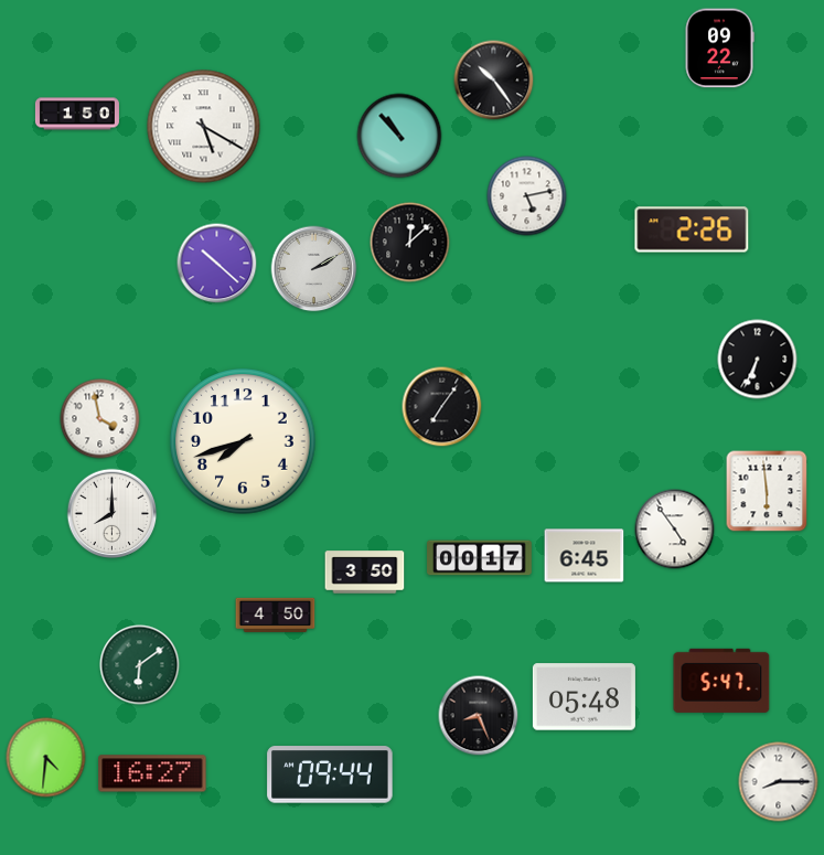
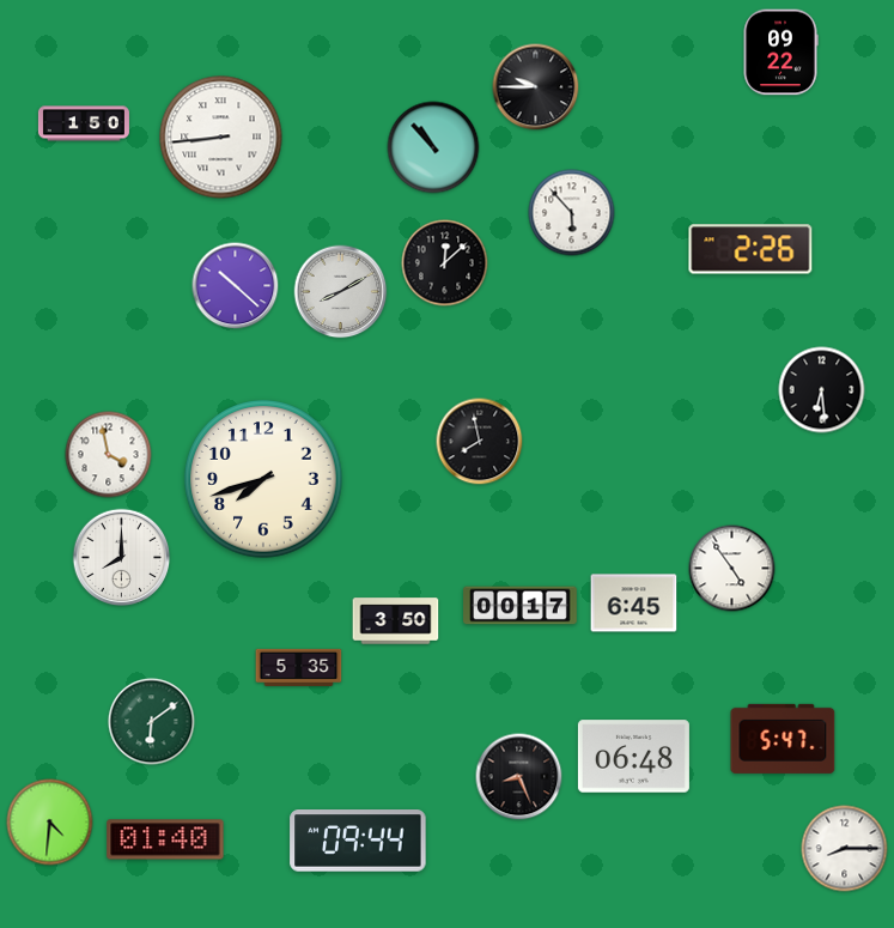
clock at (494, 81): 10:24 -> 9:45
clock at (204, 127): 5:20 -> 8:44
clock at (527, 196): 5:13 -> 5:53
clock at (314, 269): 2:10 -> 8:10
clock at (758, 360): 6:34 -> 6:29
clock at (442, 407): 7:06 -> 7:58
clock at (767, 491): 5:59 -> none
clock at (675, 530) position: (675, 530) -> (732, 569)
clock at (276, 614): 4:50 -> 5:35
clock at (584, 697): 05:48 -> 06:48
clock at (152, 773): 16:27 -> 01:40
